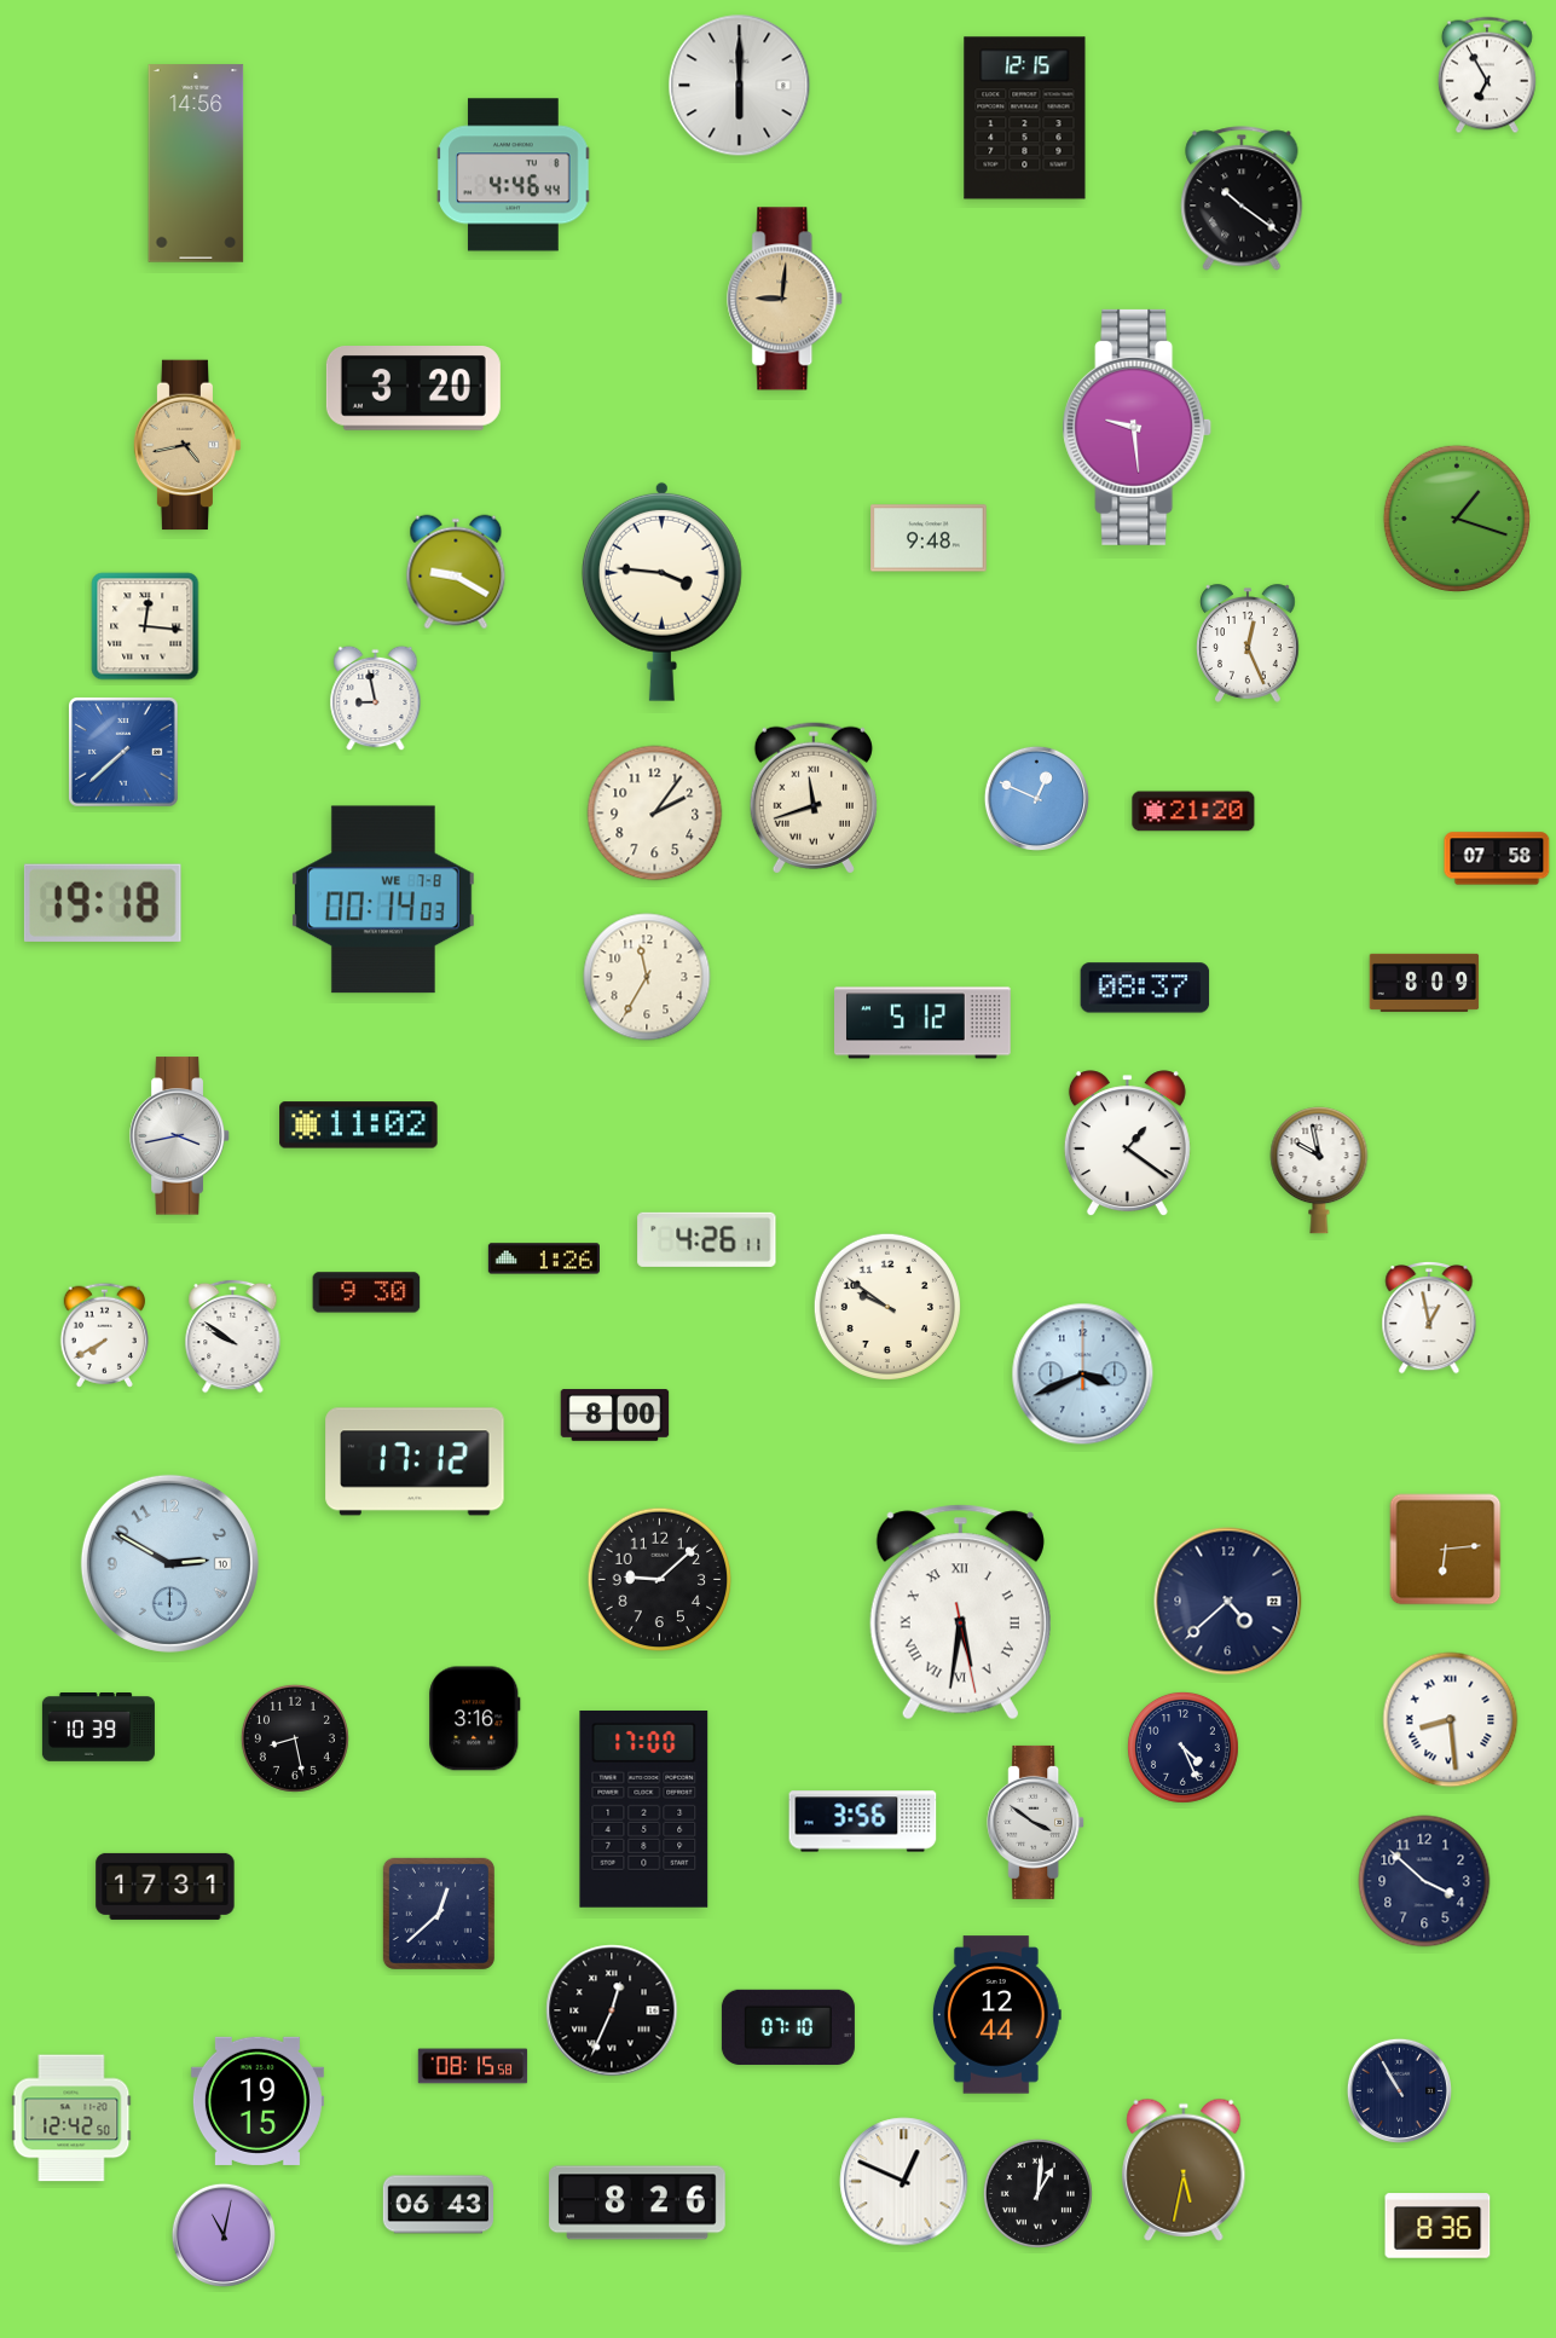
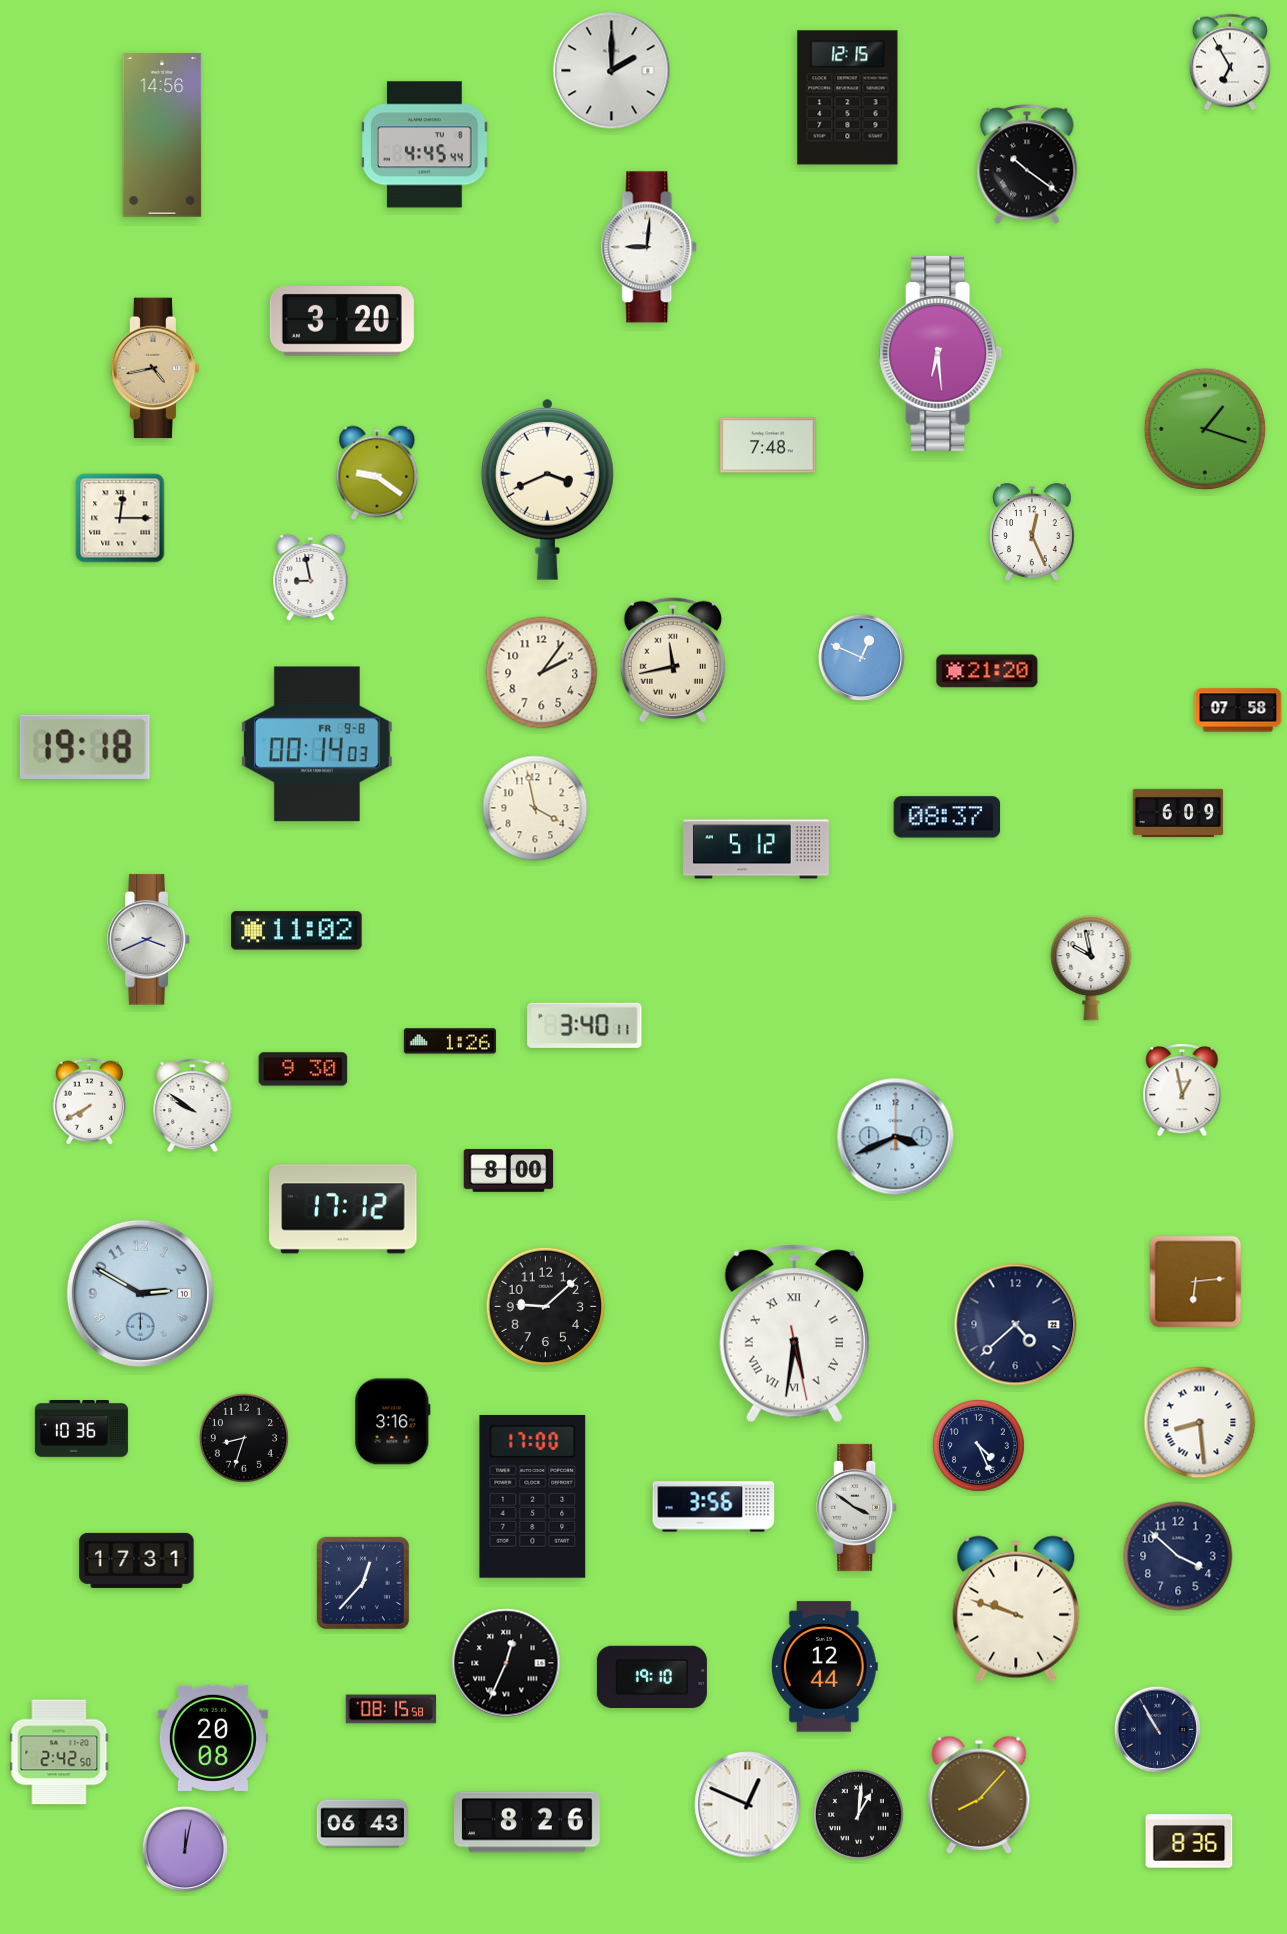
clock at (740, 86): 6:00 -> 2:00
clock at (514, 175): 4:46 -> 4:45
clock at (786, 299) dial: champagne -> white
clock at (1138, 427): 9:29 -> 6:29
clock at (929, 538): 9:48 -> 7:48
clock at (456, 572): 9:20 -> 9:21
clock at (661, 591): 3:46 -> 3:41
clock at (145, 626): 12:16 -> 12:15
clock at (123, 752): 7:38 -> none
clock at (814, 798): 11:42 -> 11:43
clock at (1036, 798) position: (1036, 798) -> (861, 657)
clock at (383, 899) date: WE 7-8 -> FR 9-8
clock at (647, 977): 11:35 -> 3:58
clock at (1424, 983): 8:09 -> 6:09
clock at (924, 1023) position: (924, 1023) -> (757, 849)
clock at (180, 1136): 3:43 -> 3:41
clock at (1127, 1144): 1:21 -> none
clock at (707, 1239): 4:26 -> 3:40
clock at (887, 1307): 9:51 -> none
clock at (104, 1335) position: (104, 1335) -> (89, 1101)
clock at (98, 1728): 10:39 -> 10:36
clock at (295, 1738): 8:28 -> 8:33
clock at (439, 1914): 12:38 -> 12:37
clock at (1016, 1609): none -> 9:48
clock at (788, 2027): 07:10 -> 19:10
clock at (258, 2101): 19:15 -> 20:08
clock at (71, 2118): 12:42 -> 2:42
clock at (1184, 2170): 5:32 -> 8:07
clock at (224, 2235): 11:02 -> 12:02
